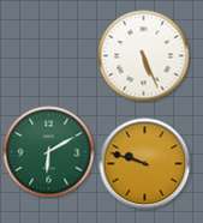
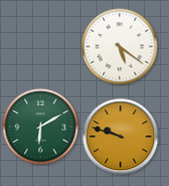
clock at (144, 56): 5:26 -> 5:21
